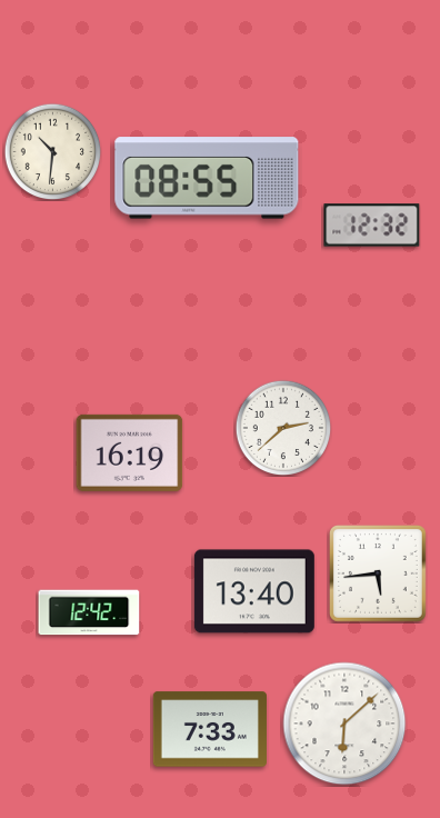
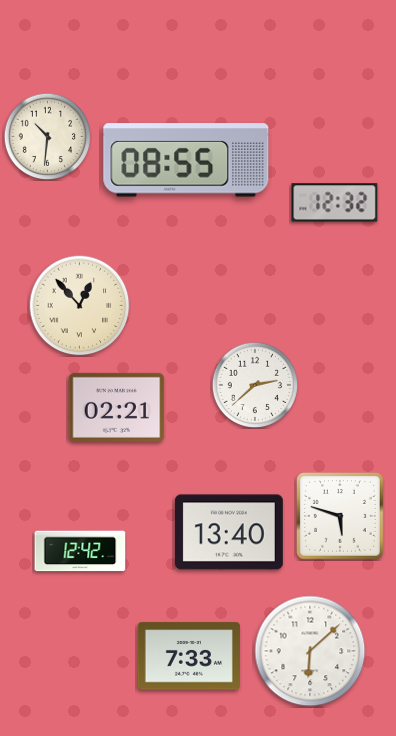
clock at (80, 306): none -> 12:53
clock at (130, 452): 16:19 -> 02:21
clock at (378, 573): 5:44 -> 5:48
